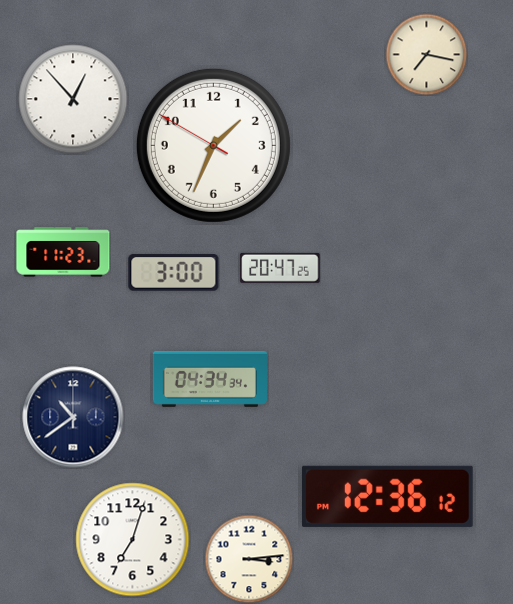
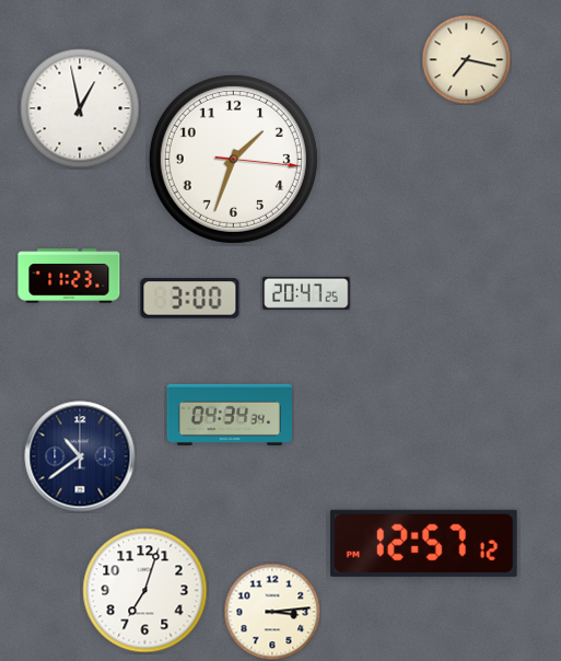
clock at (73, 99): 12:53 -> 12:58
clock at (213, 145): 1:33:50 -> 1:33:16
clock at (387, 496): 12:36 -> 12:57
